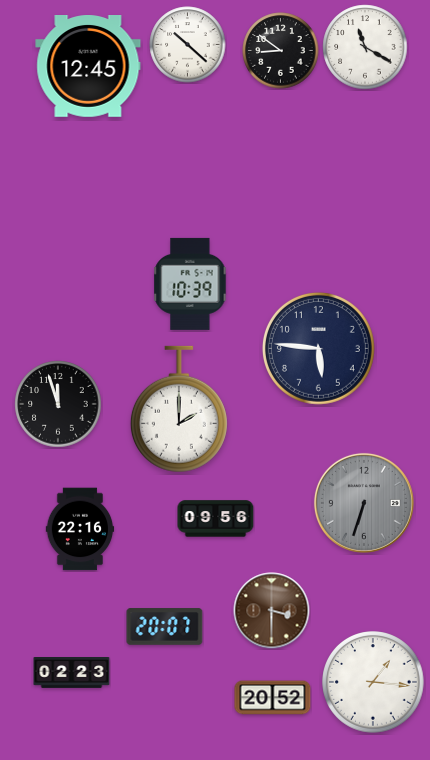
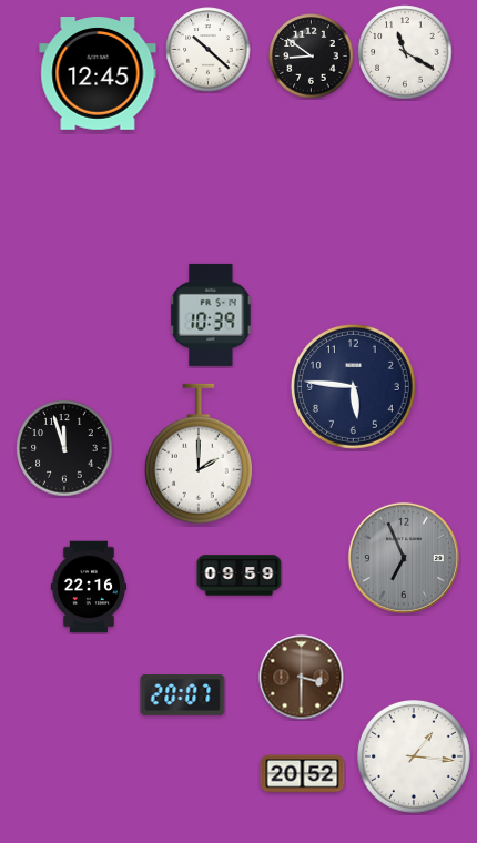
clock at (364, 503): 6:33 -> 6:56
clock at (216, 519): 09:56 -> 09:59
clock at (72, 673): 02:23 -> none
